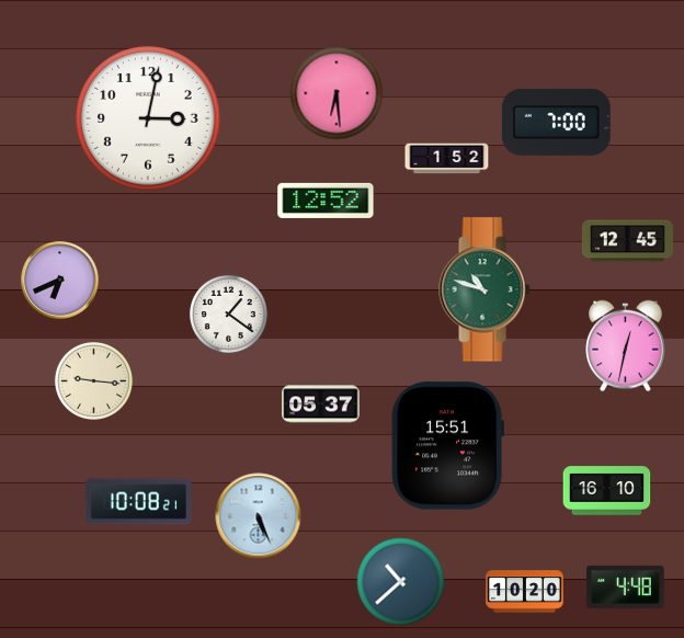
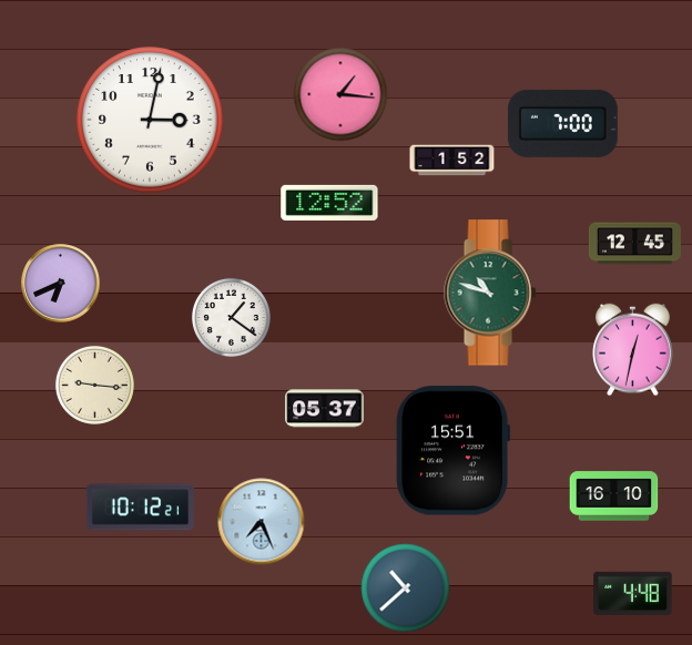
clock at (337, 93): 6:29 -> 1:16
clock at (138, 502): 10:08 -> 10:12
clock at (259, 516): 5:26 -> 7:26
clock at (525, 592): 10:20 -> none
